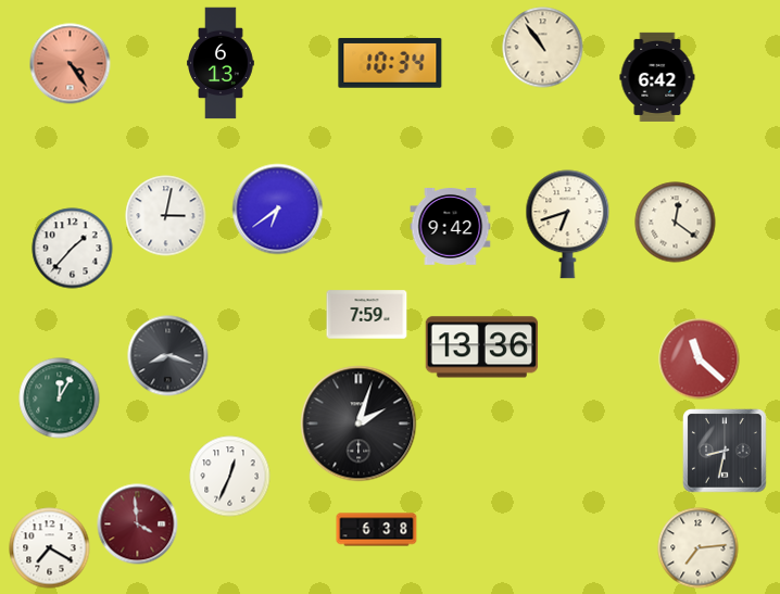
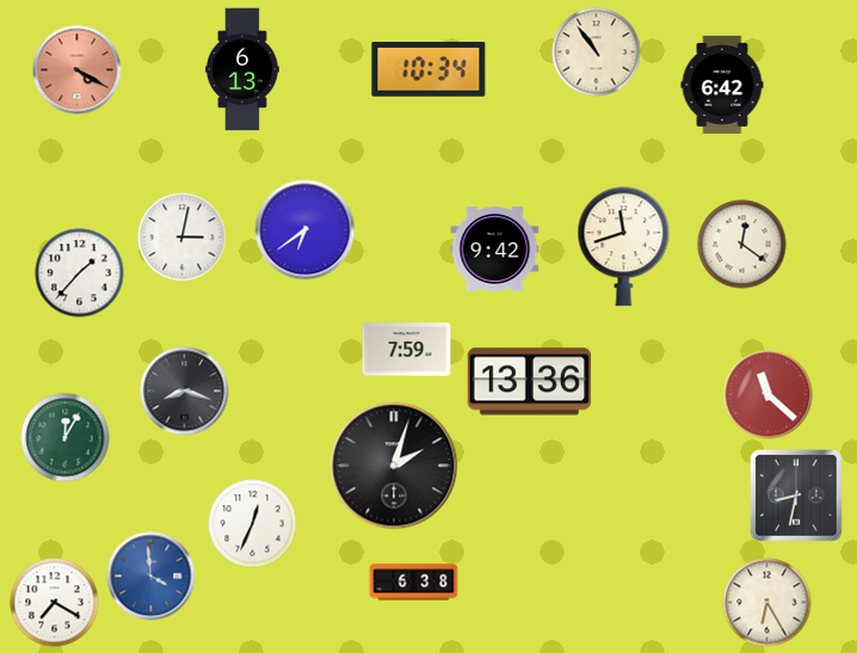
clock at (71, 64): 4:24 -> 4:20
clock at (568, 225): 6:42 -> 11:42
clock at (367, 315) position: (367, 315) -> (407, 350)
clock at (138, 525) dial: burgundy -> blue
clock at (699, 548): 7:14 -> 6:25
